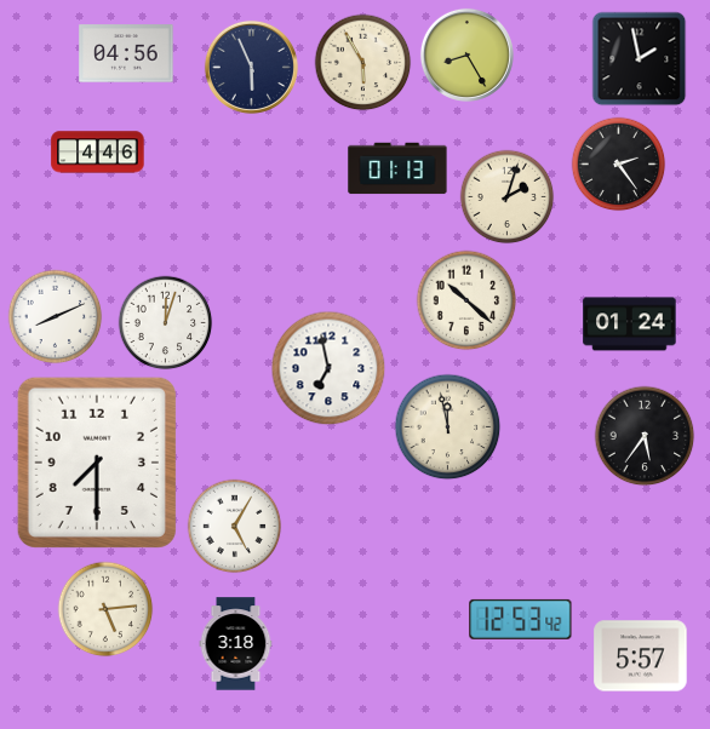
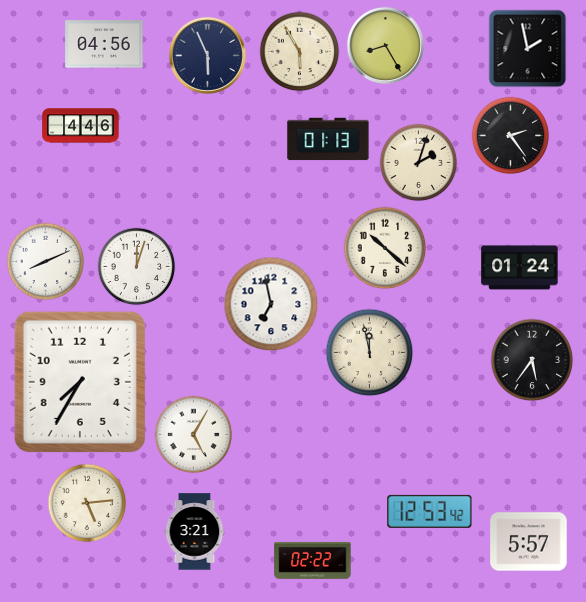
clock at (97, 463): 7:30 -> 7:35
clock at (236, 644): 3:18 -> 3:21
clock at (313, 560): none -> 02:22
